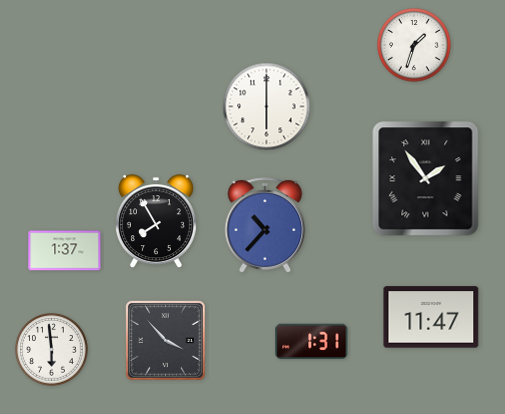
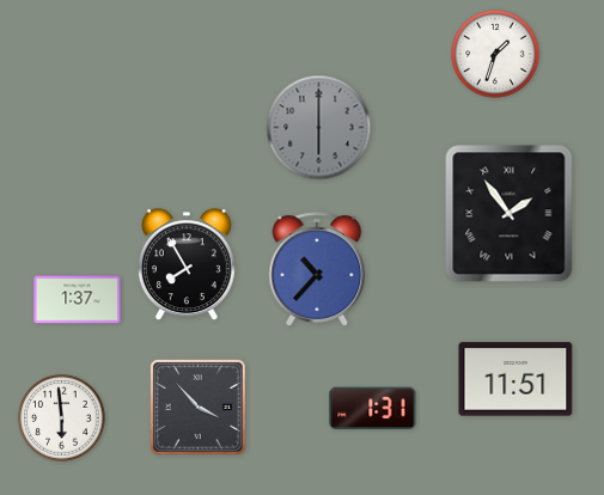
clock at (267, 107) dial: white -> grey
clock at (431, 317): 11:47 -> 11:51
